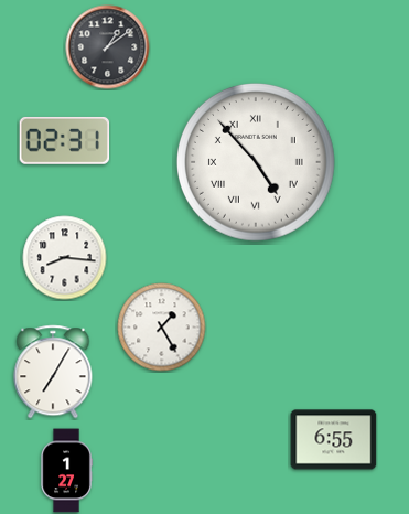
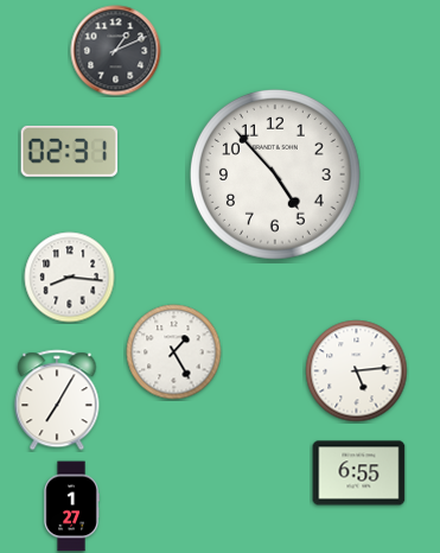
clock at (108, 47): 1:09 -> 1:11
clock at (256, 162) numerals: Roman -> Arabic
clock at (357, 371): none -> 5:14
